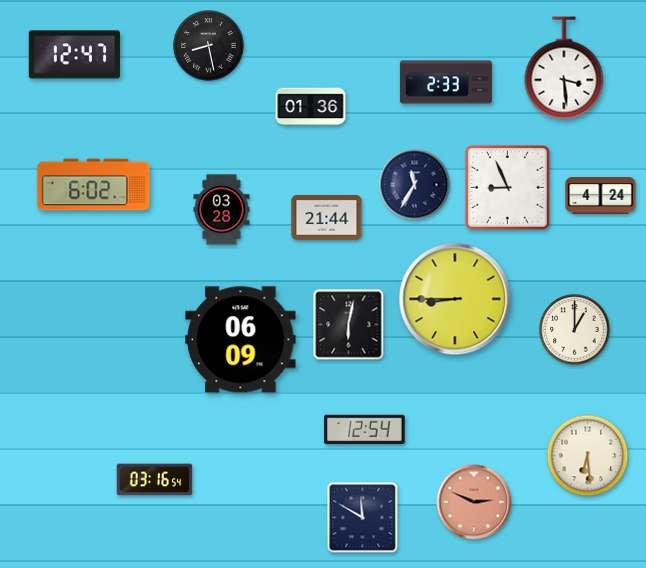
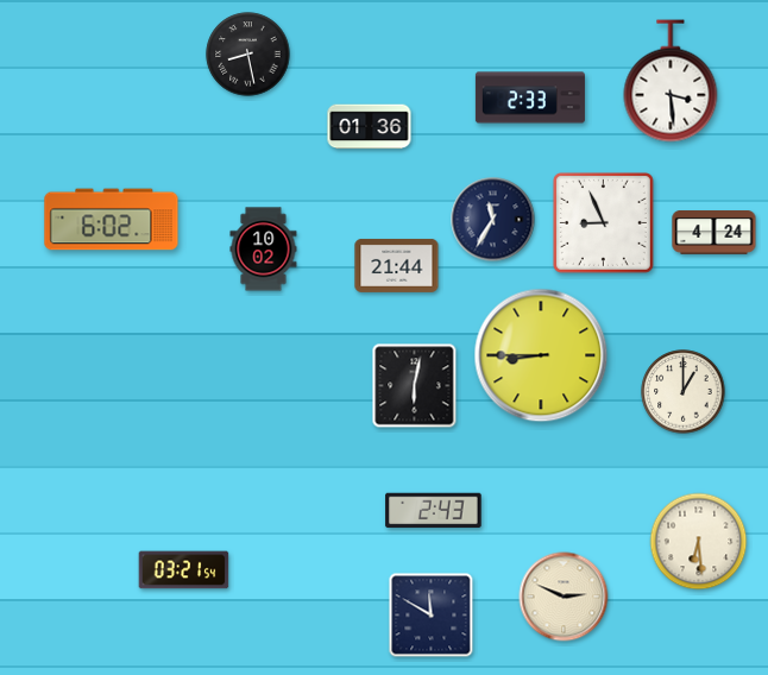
clock at (74, 55): 12:47 -> none
clock at (222, 210): 03:28 -> 10:02
clock at (327, 217) position: (327, 217) -> (397, 265)
clock at (241, 340): 06:09 -> none
clock at (365, 430): 12:54 -> 2:43
clock at (155, 480): 03:16 -> 03:21
clock at (474, 502) dial: salmon -> cream
